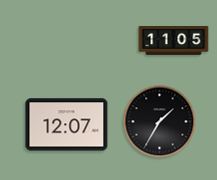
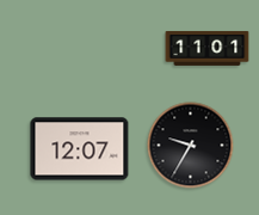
clock at (174, 40): 11:05 -> 11:01
clock at (160, 122): 1:35 -> 9:35
